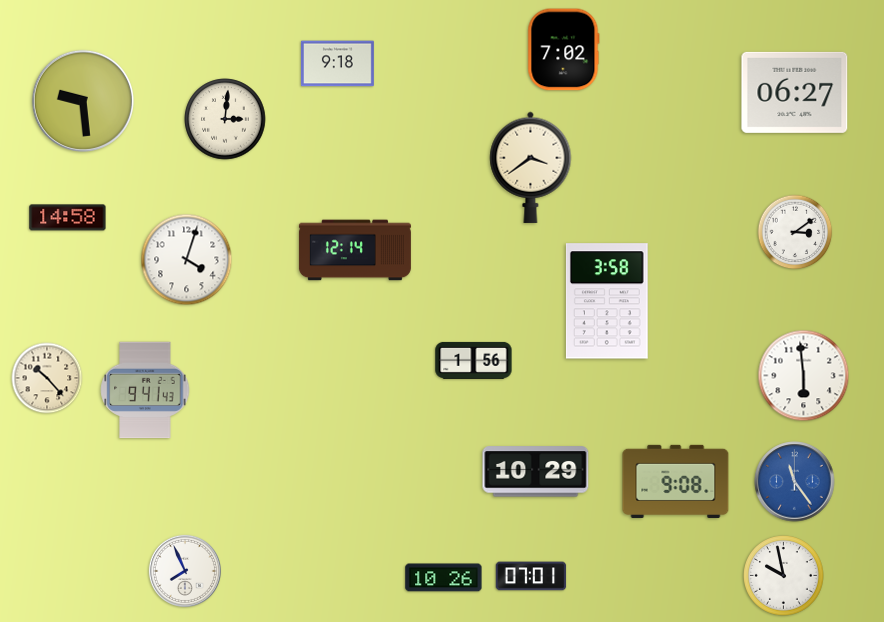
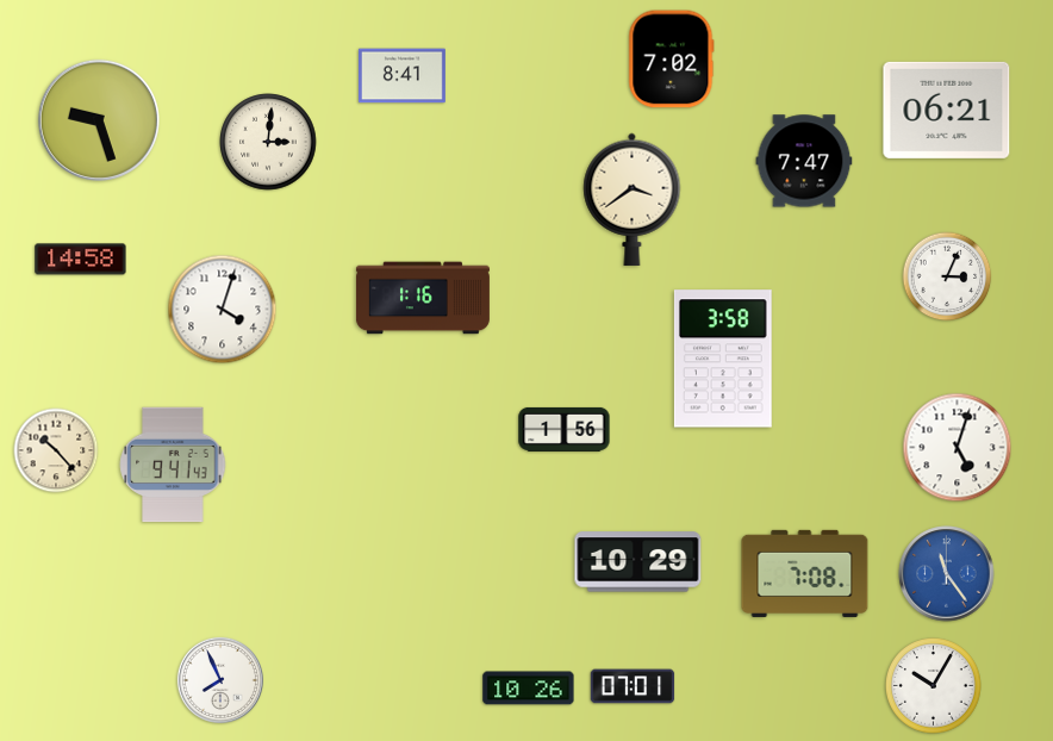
clock at (337, 64): 9:18 -> 8:41
clock at (795, 92): 06:27 -> 06:21
clock at (83, 101): 9:29 -> 9:27
clock at (804, 161): none -> 7:47
clock at (795, 232): 3:09 -> 3:04
clock at (355, 250): 12:14 -> 1:16
clock at (804, 376): 5:59 -> 5:03
clock at (676, 481): 9:08 -> 7:08
clock at (784, 576): 9:58 -> 10:05
